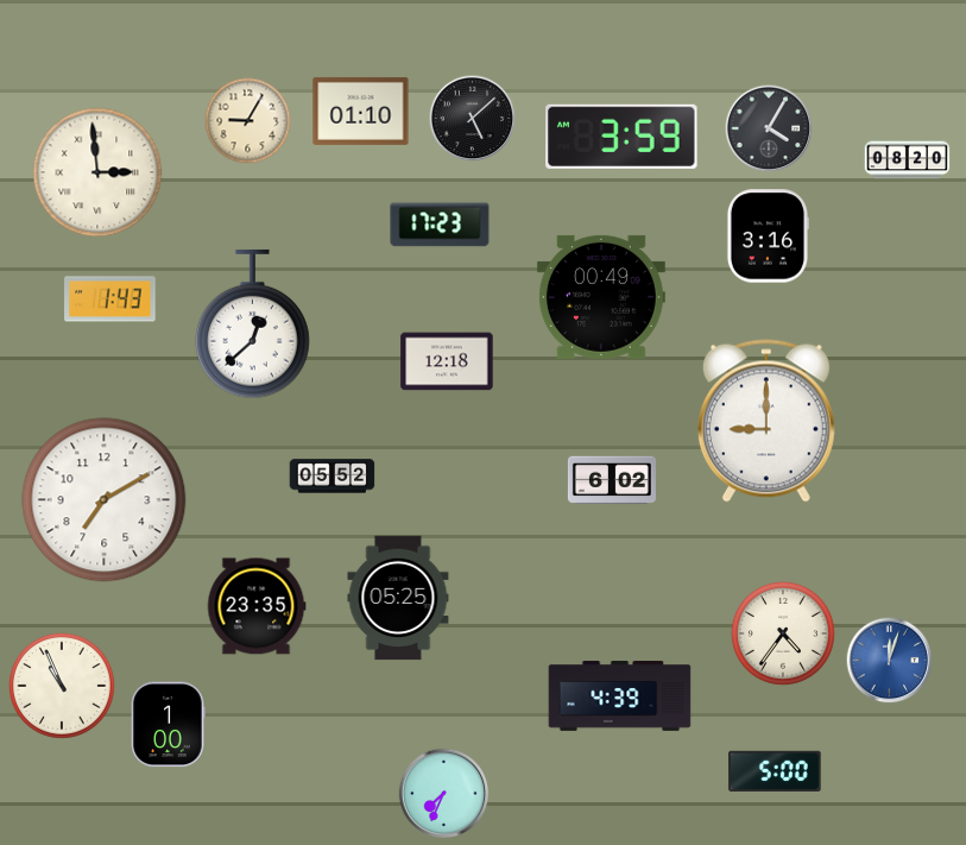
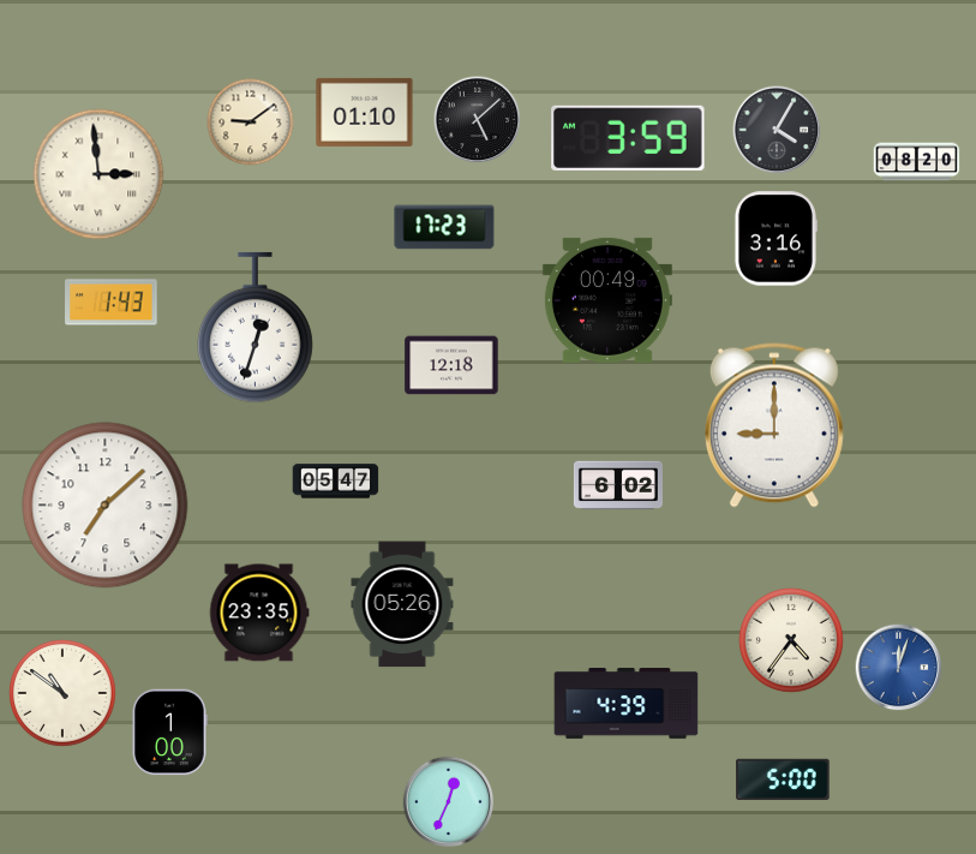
clock at (248, 121): 9:05 -> 9:09
clock at (253, 324): 12:38 -> 12:33
clock at (333, 477): 05:52 -> 05:47
clock at (105, 500): 7:10 -> 7:08
clock at (398, 598): 05:25 -> 05:26
clock at (63, 687): 10:56 -> 10:51
clock at (444, 794): 7:34 -> 12:34
